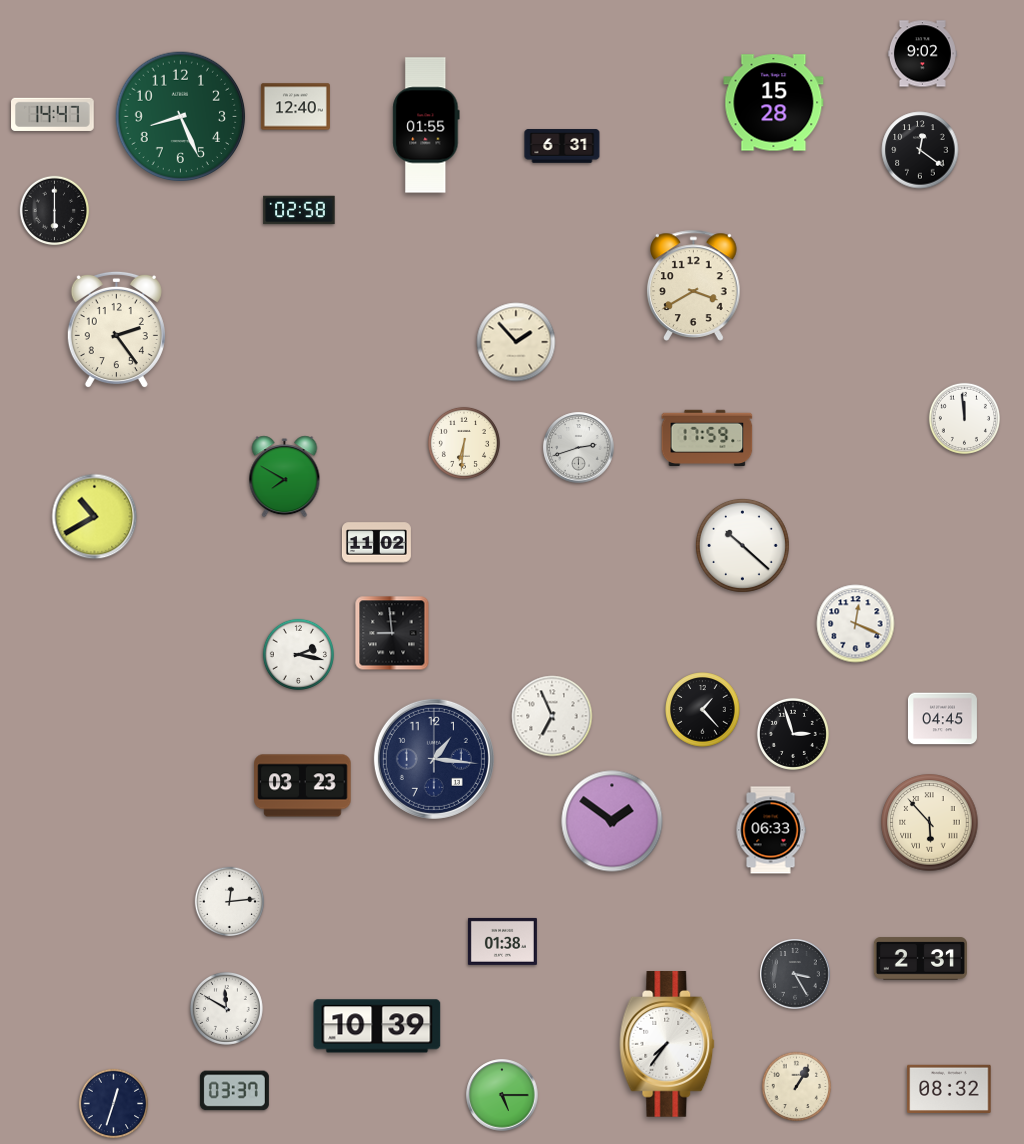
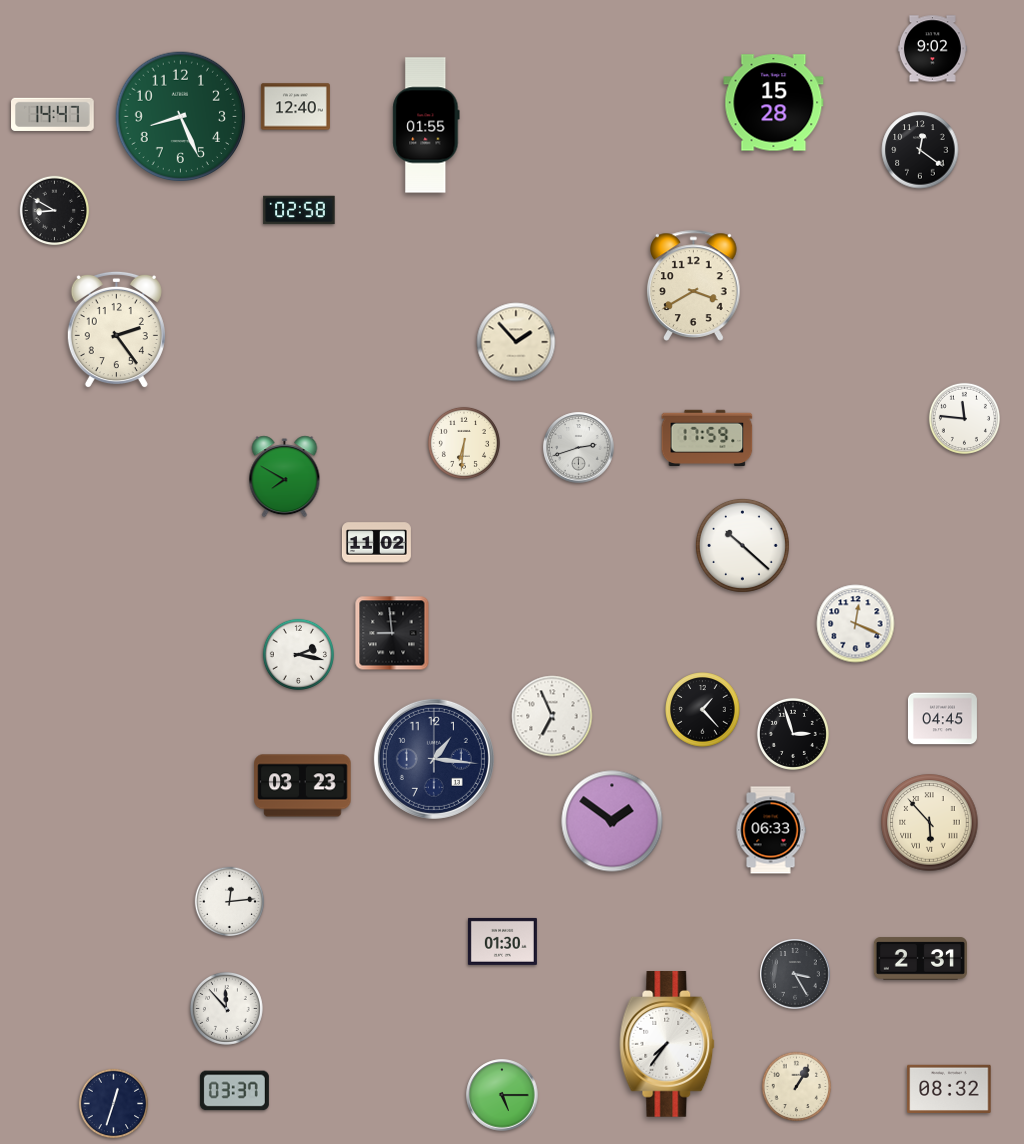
clock at (922, 54) position: (922, 54) -> (932, 49)
clock at (562, 146): 6:31 -> none
clock at (55, 211): 6:00 -> 8:50
clock at (964, 418): 11:59 -> 11:46
clock at (95, 517): 10:40 -> none
clock at (502, 941): 01:38 -> 01:30
clock at (226, 1008): 11:50 -> 11:53
clock at (377, 1026): 10:39 -> none
